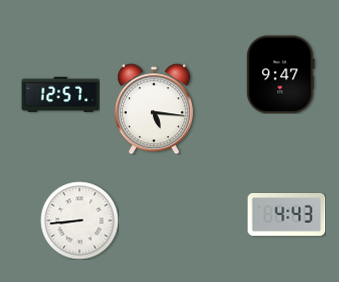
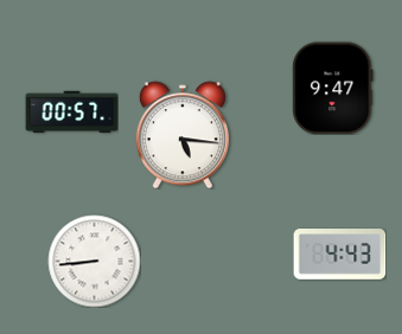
clock at (60, 95): 12:57 -> 00:57
clock at (154, 109) position: (154, 109) -> (183, 135)
